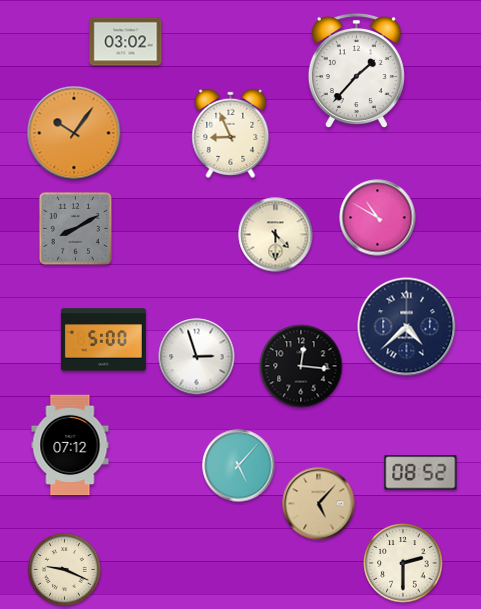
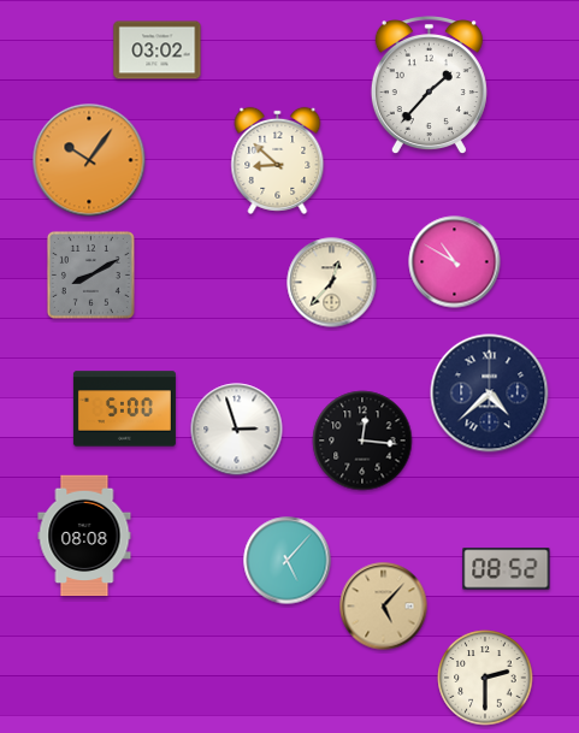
clock at (126, 42) position: (126, 42) -> (158, 51)
clock at (231, 133): 8:56 -> 8:52
clock at (276, 235): 4:30 -> 12:37
clock at (70, 445): 07:12 -> 08:08
clock at (65, 570): 9:19 -> none
